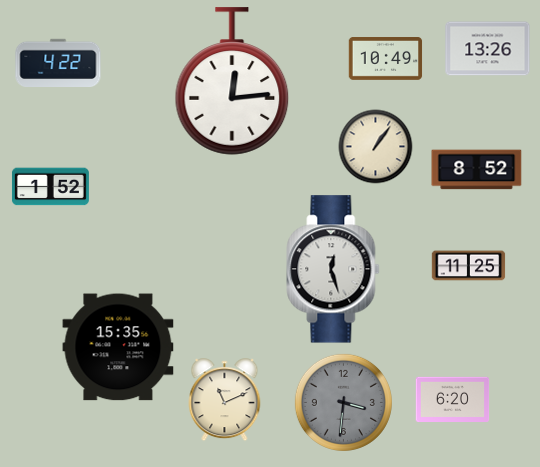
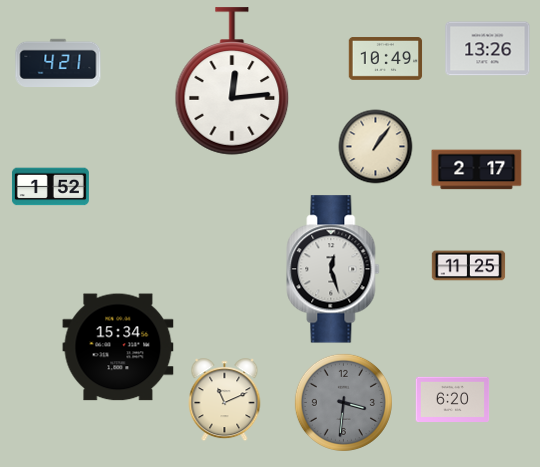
clock at (58, 63): 4:22 -> 4:21
clock at (477, 170): 8:52 -> 2:17
clock at (118, 347): 15:35 -> 15:34
